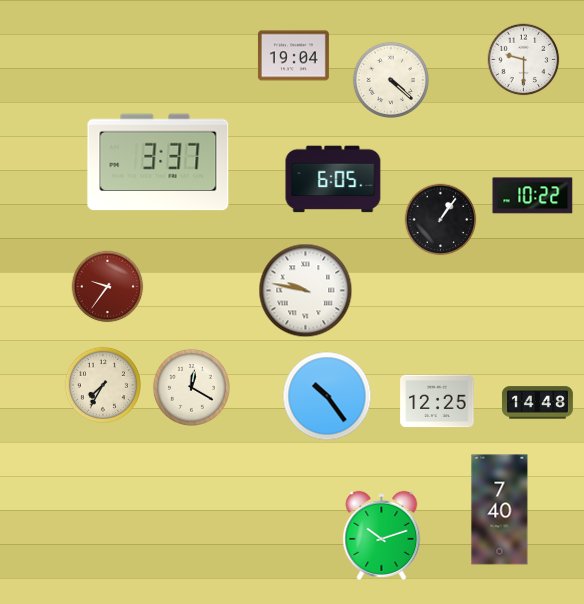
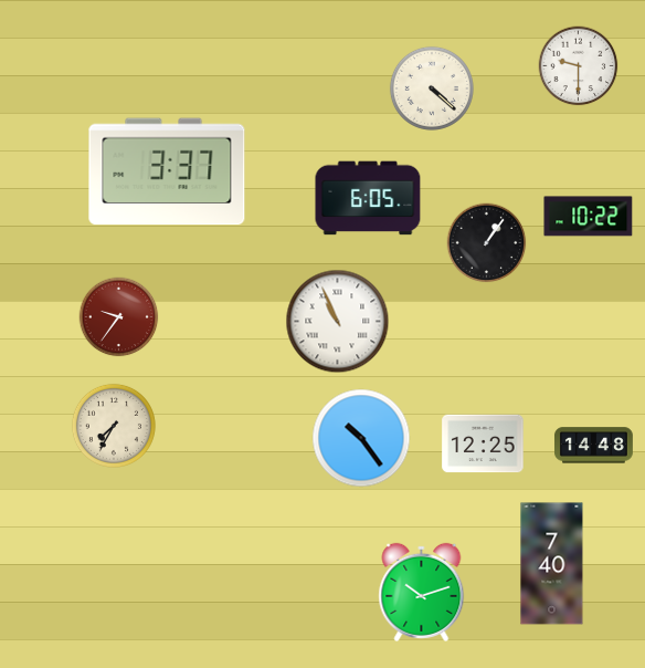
clock at (293, 56): 19:04 -> none
clock at (158, 162) position: (158, 162) -> (167, 171)
clock at (306, 291): 9:47 -> 10:56
clock at (191, 387): 12:20 -> none
